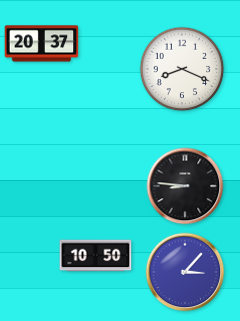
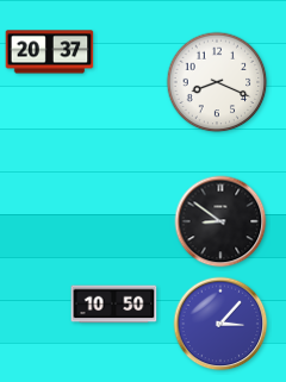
clock at (185, 186): 8:46 -> 8:51
